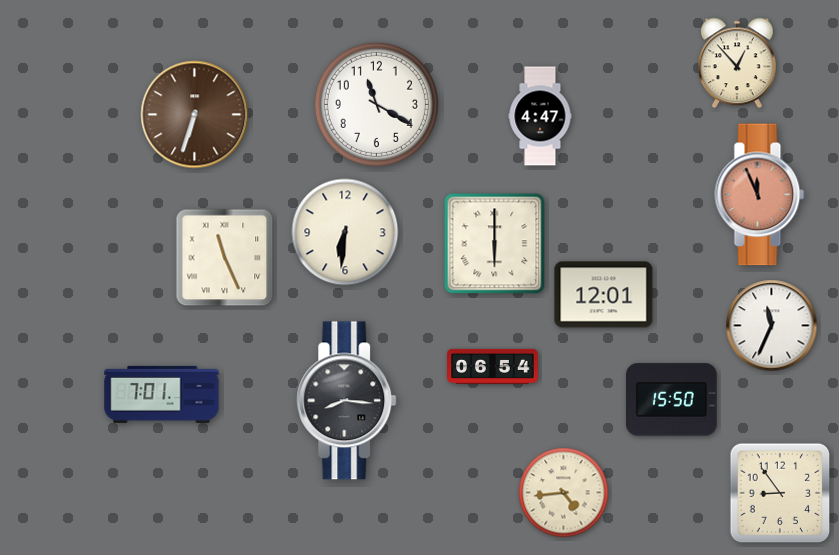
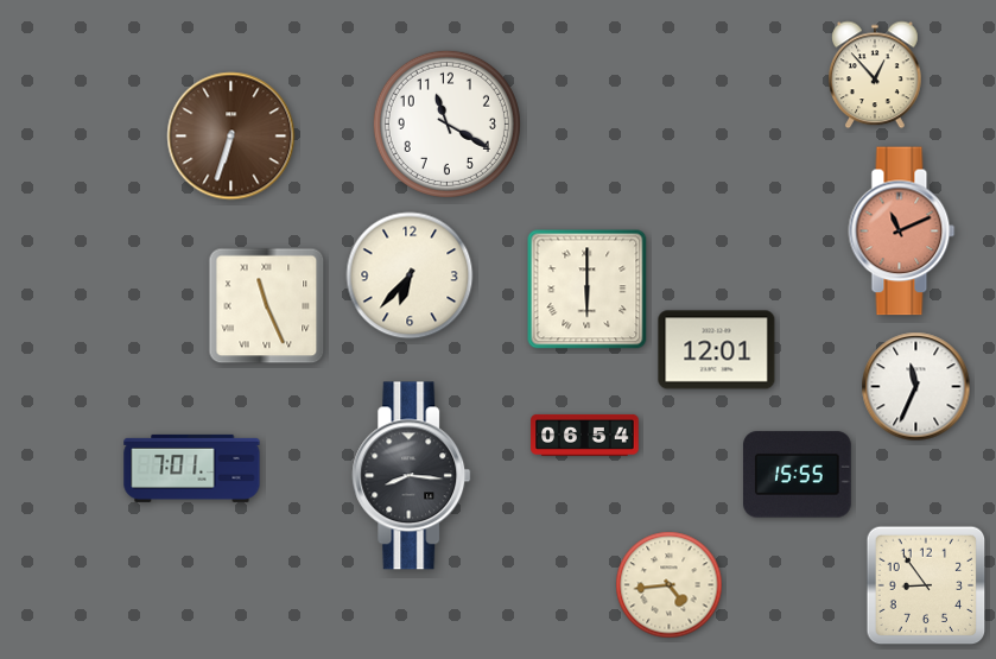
clock at (540, 116): 4:47 -> none
clock at (760, 195): 11:56 -> 11:11
clock at (345, 232): 6:31 -> 6:37
clock at (672, 400): 15:50 -> 15:55
